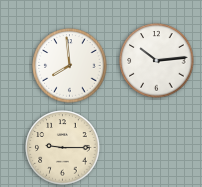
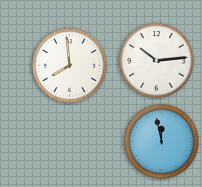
clock at (162, 142): none -> 11:58
clock at (63, 148): 9:15 -> none
